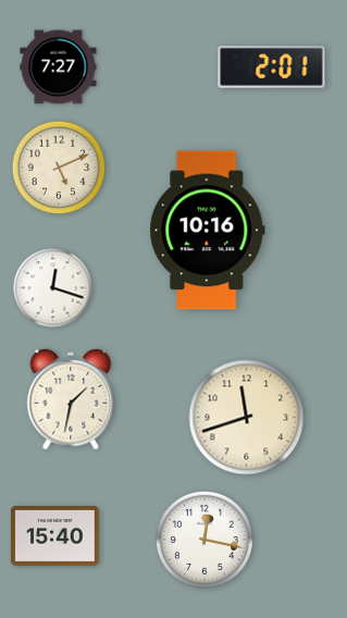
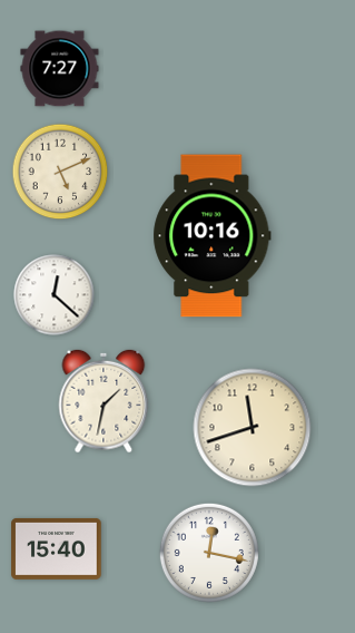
clock at (272, 67): 2:01 -> none
clock at (53, 288): 12:18 -> 12:22
clock at (71, 399) position: (71, 399) -> (103, 401)
